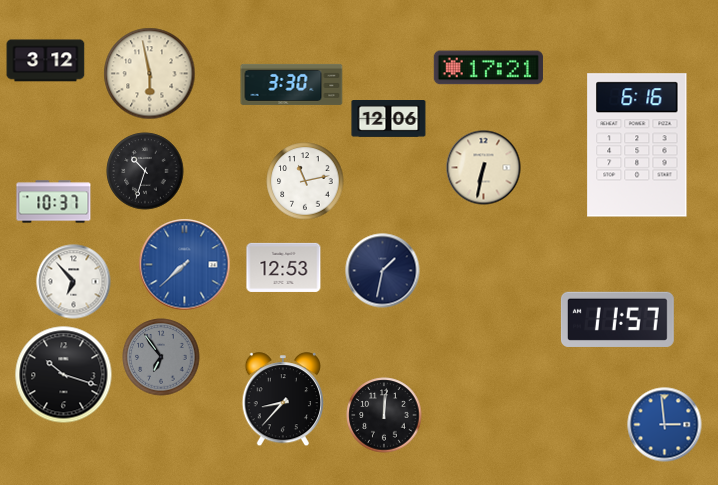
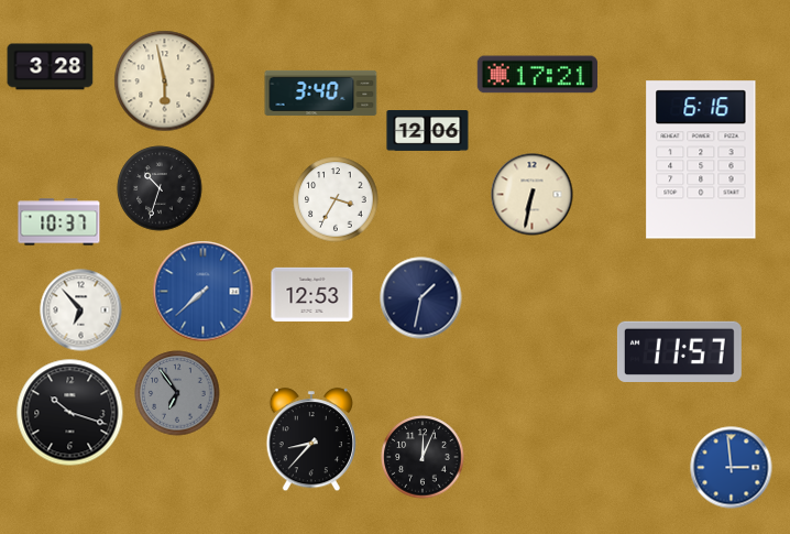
clock at (46, 61): 3:12 -> 3:28
clock at (292, 84): 3:30 -> 3:40
clock at (484, 168) position: (484, 168) -> (533, 195)
clock at (305, 181): 11:13 -> 3:35
clock at (384, 415): 12:01 -> 12:04
